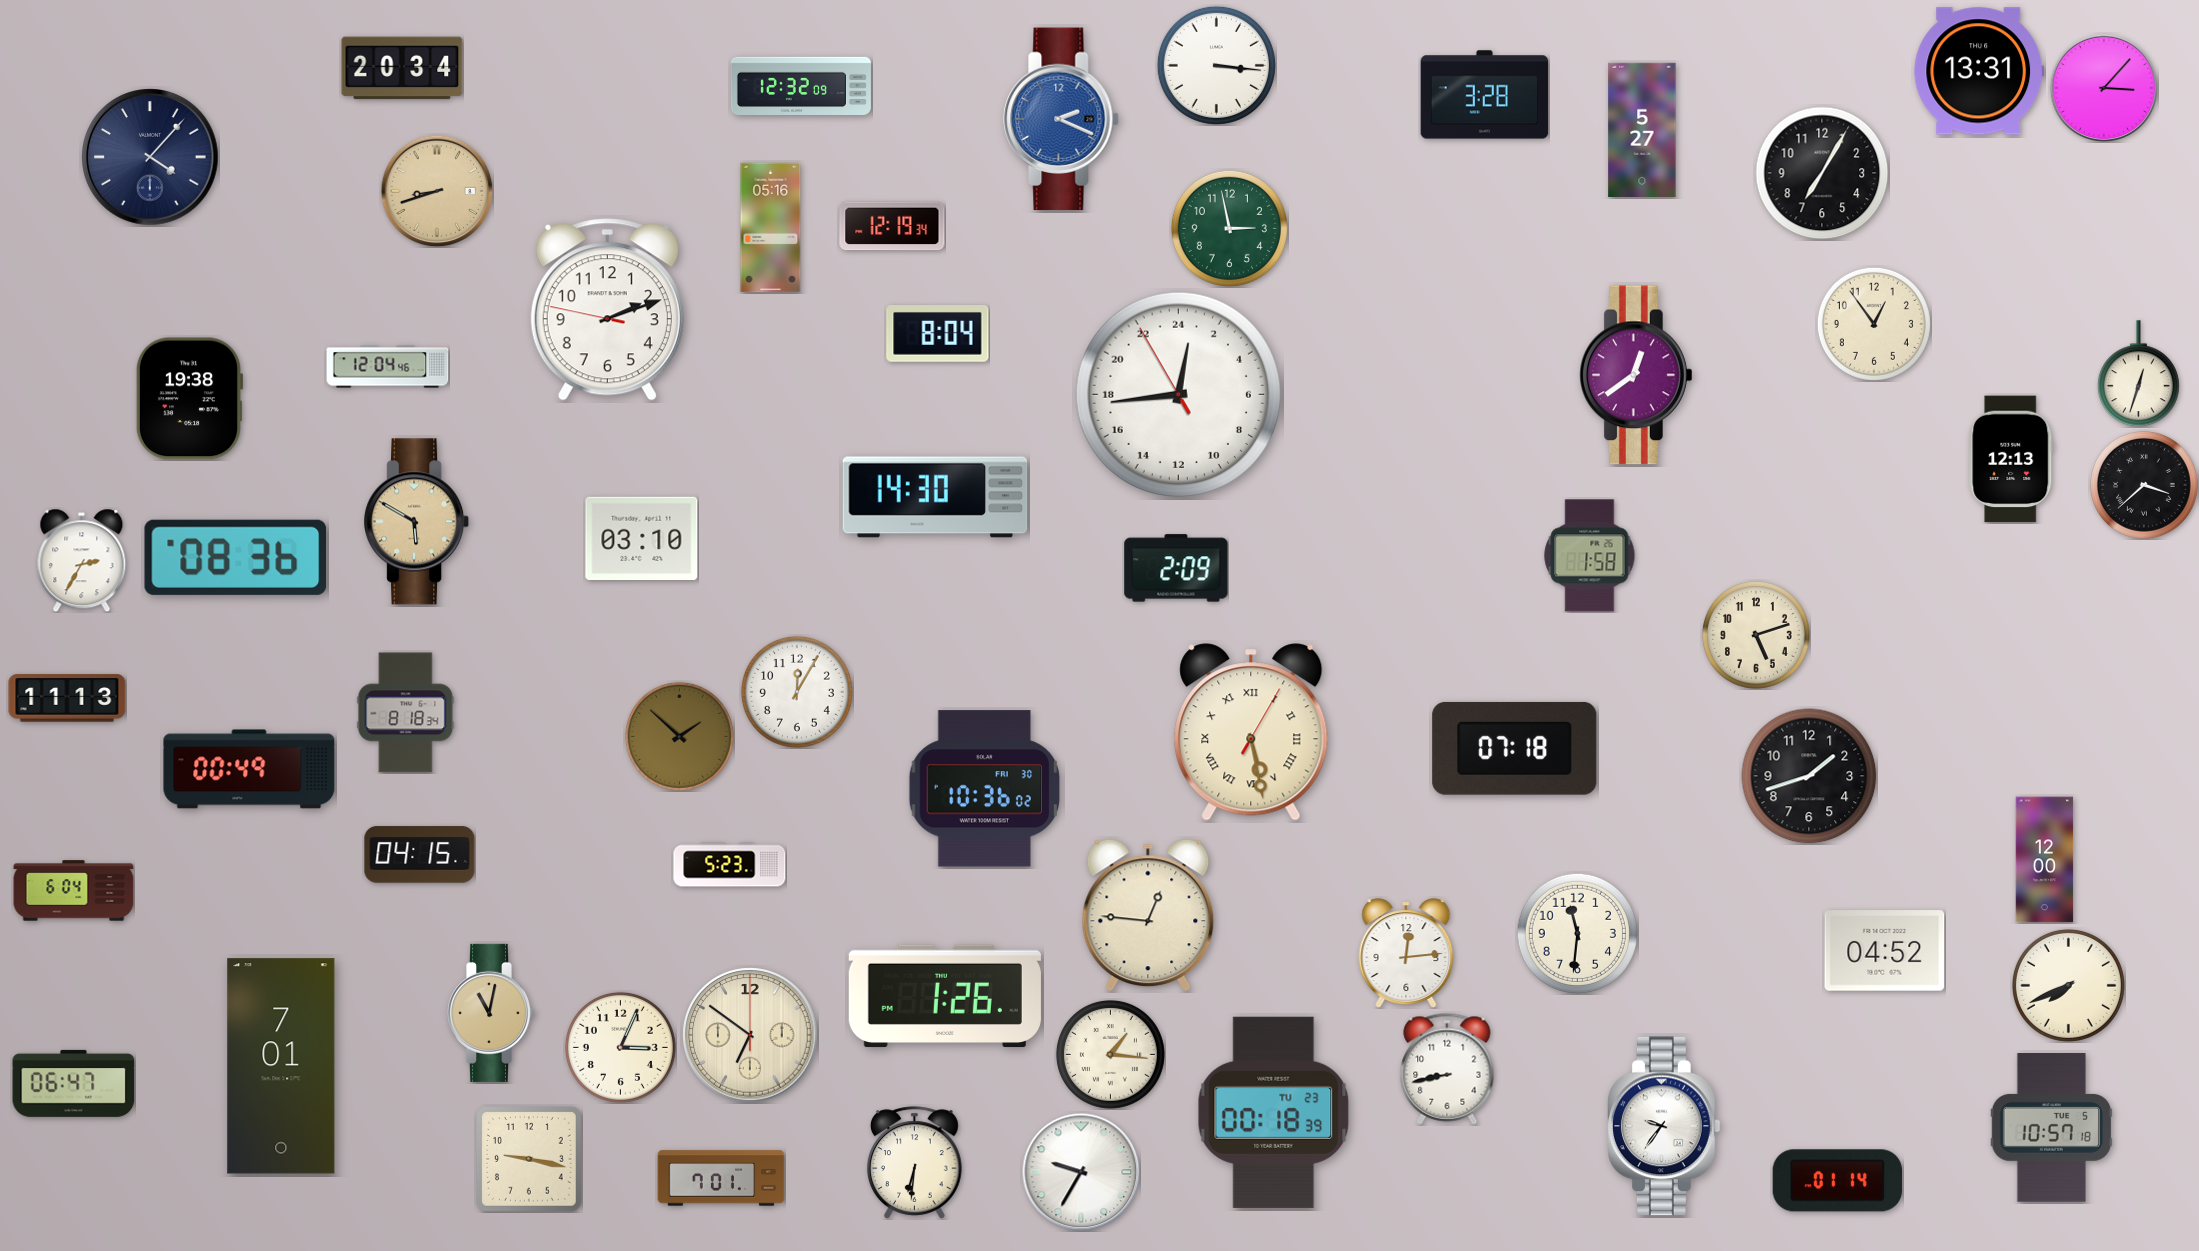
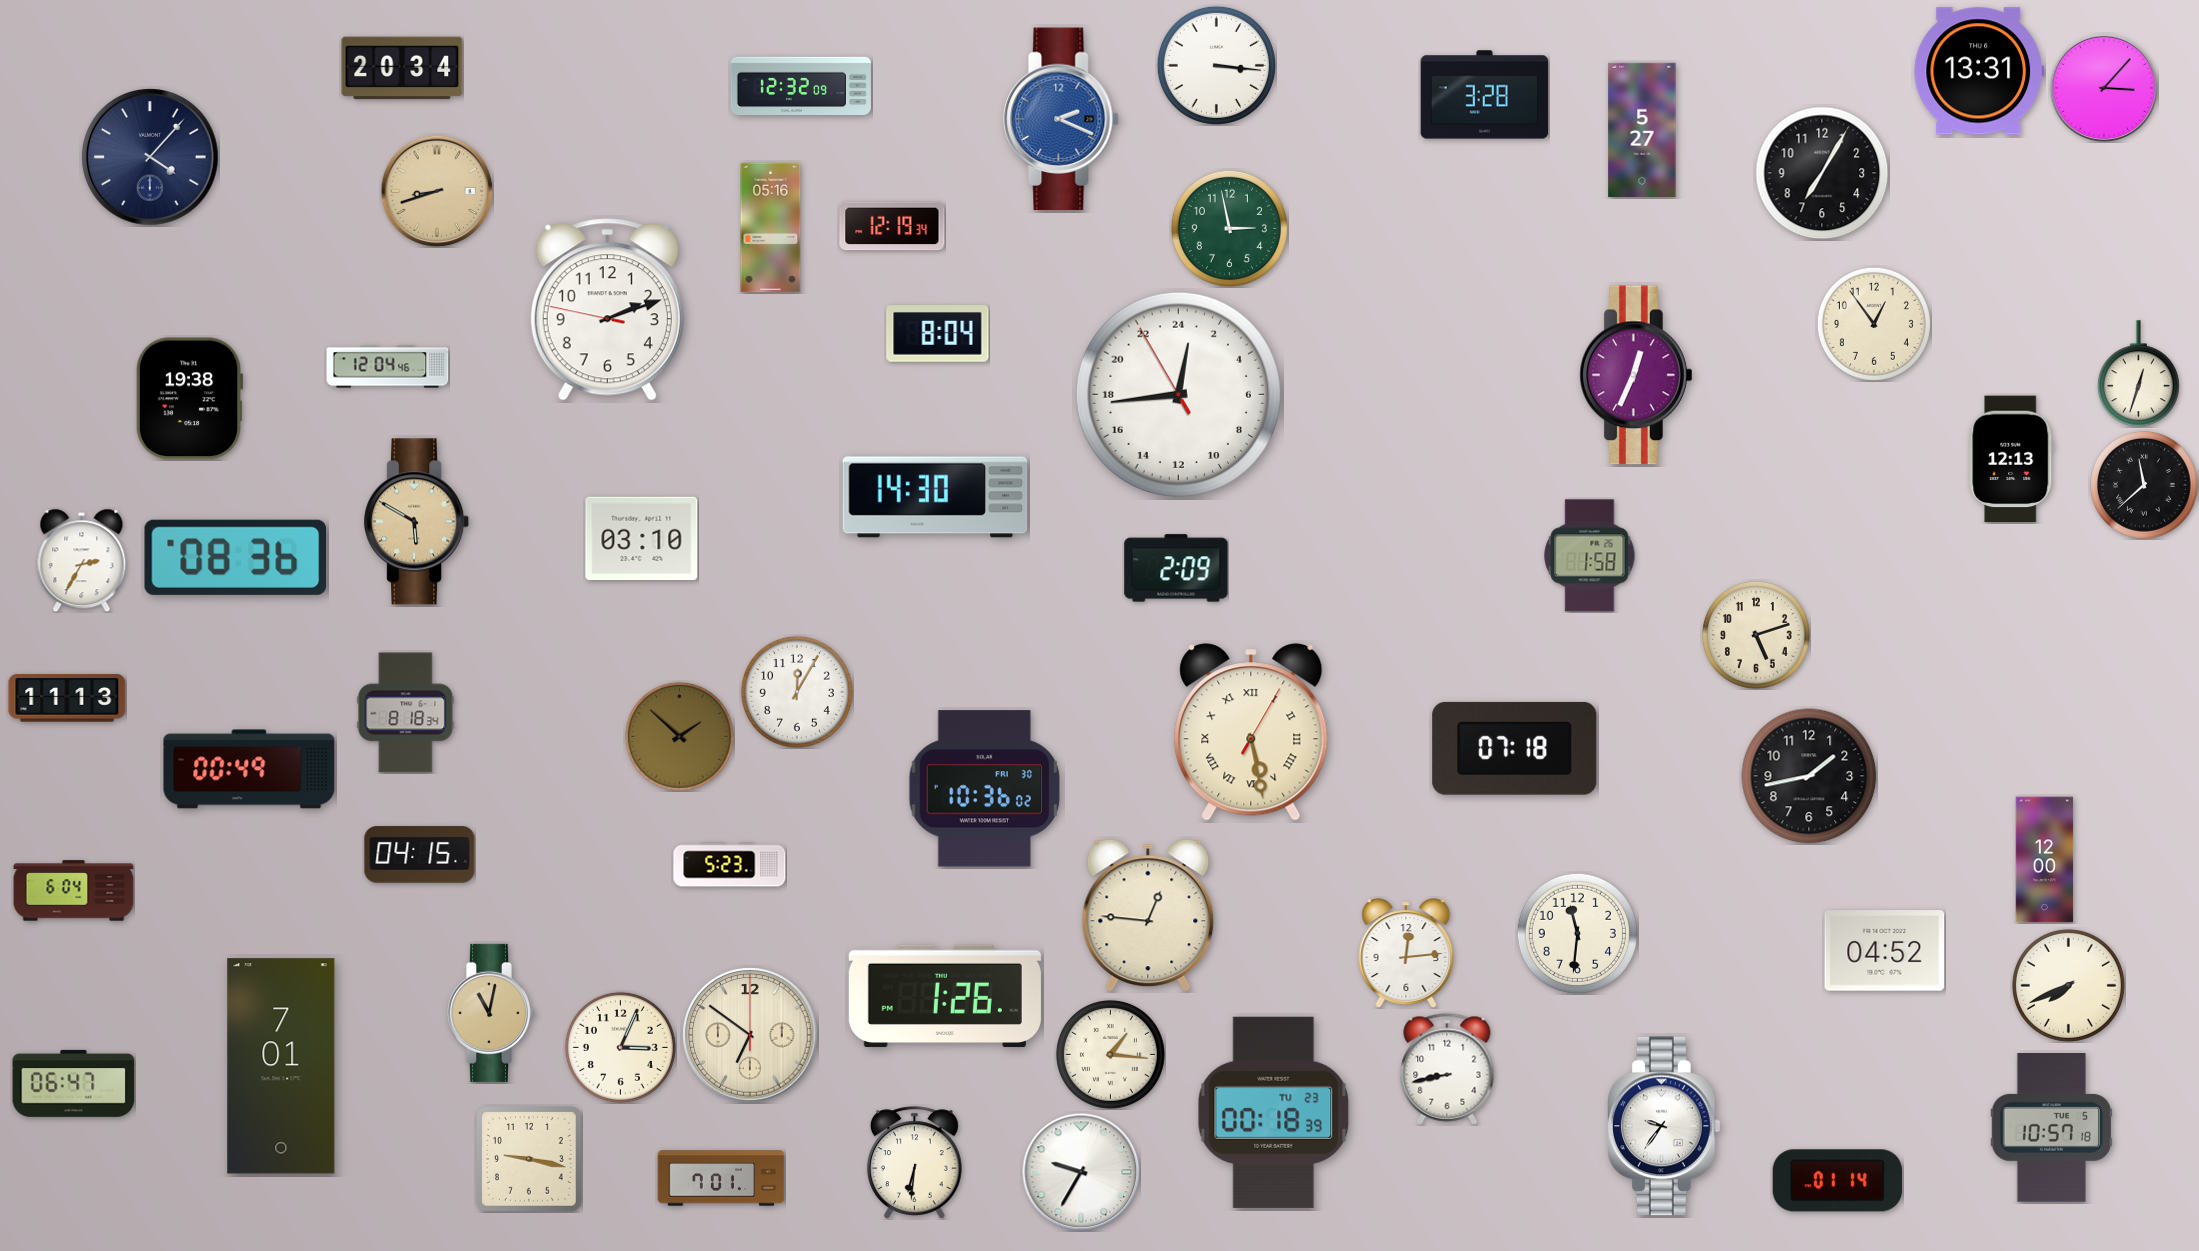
clock at (1637, 375): 12:39 -> 12:34
clock at (2144, 485): 3:38 -> 11:38
clock at (1809, 776): 1:42 -> 1:43
